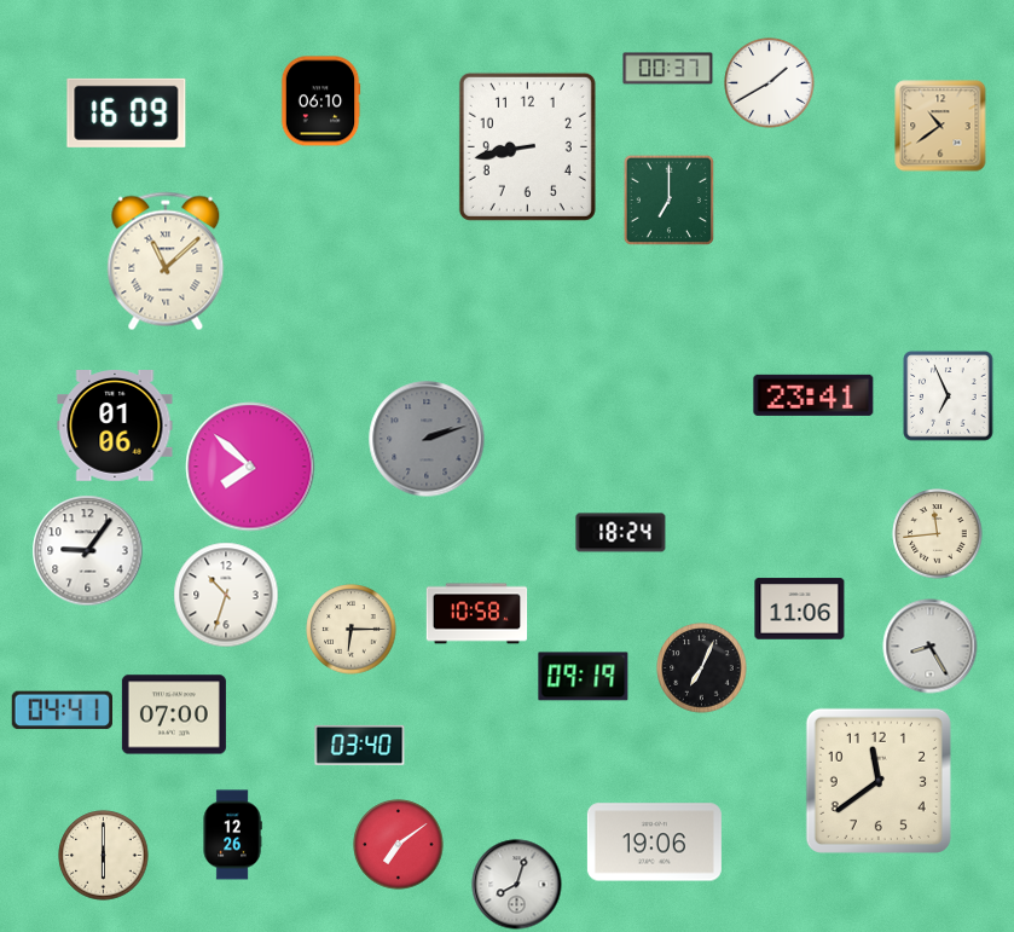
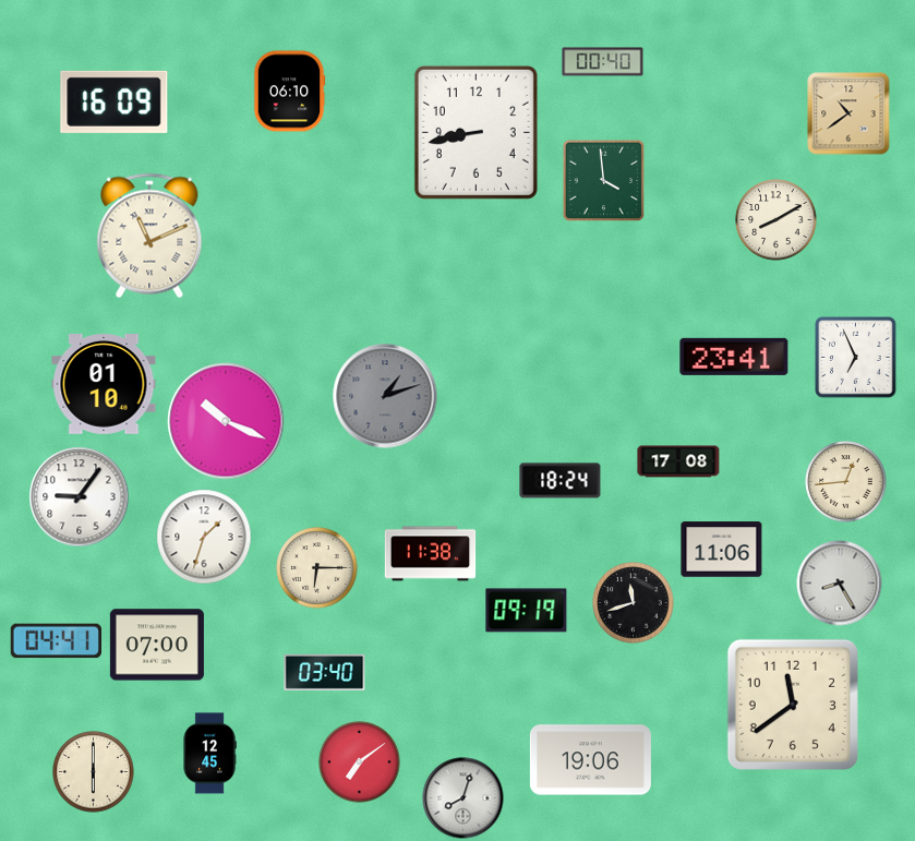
clock at (668, 69): 00:37 -> 00:40
clock at (770, 83): 1:40 -> none
clock at (668, 199): 7:00 -> 3:59
clock at (776, 220): none -> 8:10
clock at (166, 261): 11:08 -> 11:11
clock at (115, 427): 01:06 -> 01:10
clock at (427, 439): 2:12 -> 1:12
clock at (250, 467): 7:52 -> 10:19
clock at (678, 461): none -> 17:08
clock at (938, 534): 11:44 -> 12:44
clock at (226, 595): 10:33 -> 1:33
clock at (477, 614): 10:58 -> 11:38
clock at (702, 668): 7:04 -> 11:42
clock at (232, 835): 12:26 -> 12:45
clock at (517, 885) position: (517, 885) -> (463, 798)
